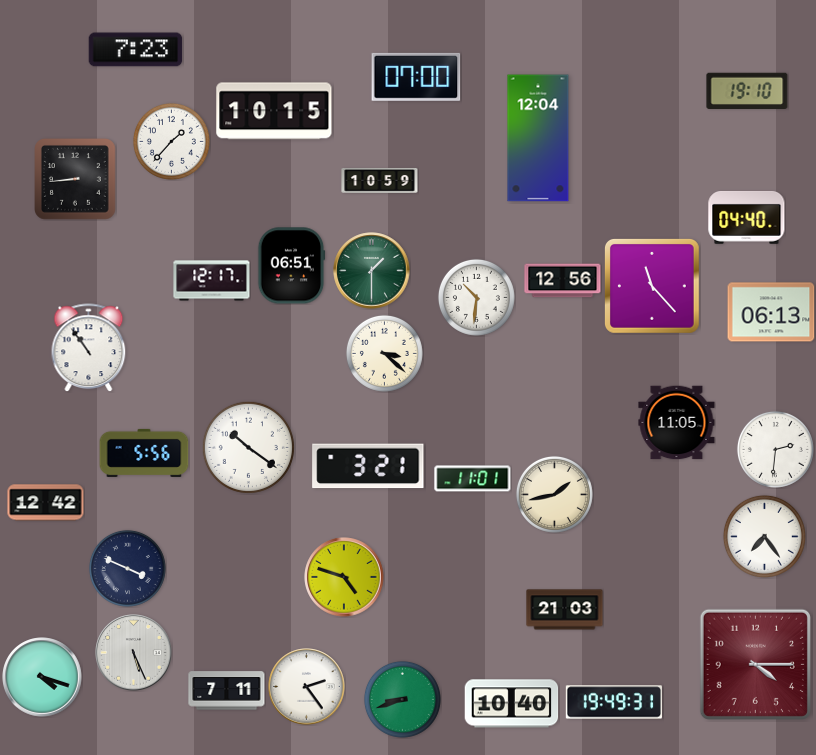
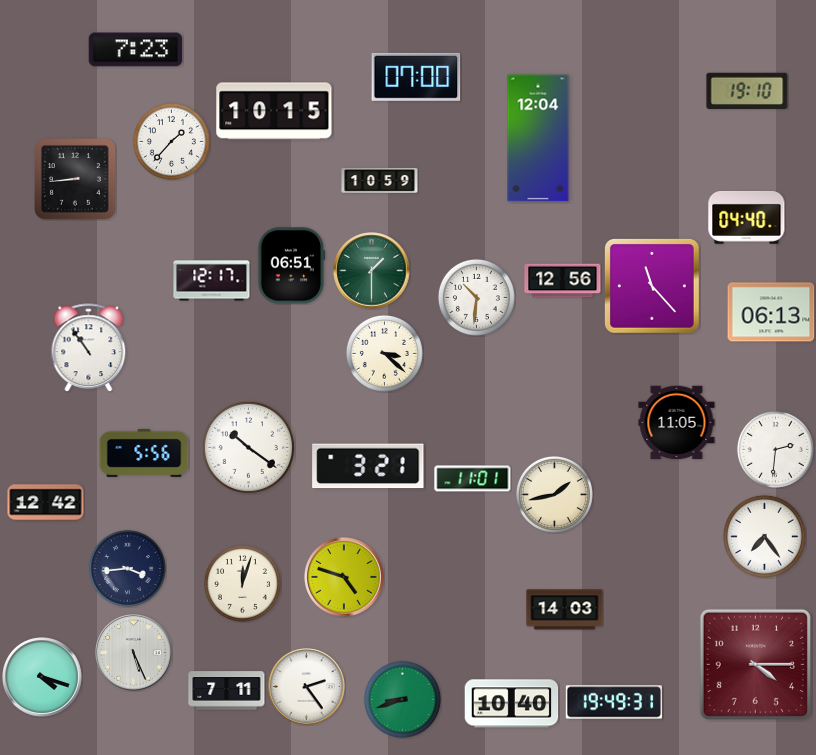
clock at (127, 568): 3:49 -> 3:44
clock at (242, 583): none -> 12:03
clock at (565, 610): 21:03 -> 14:03
